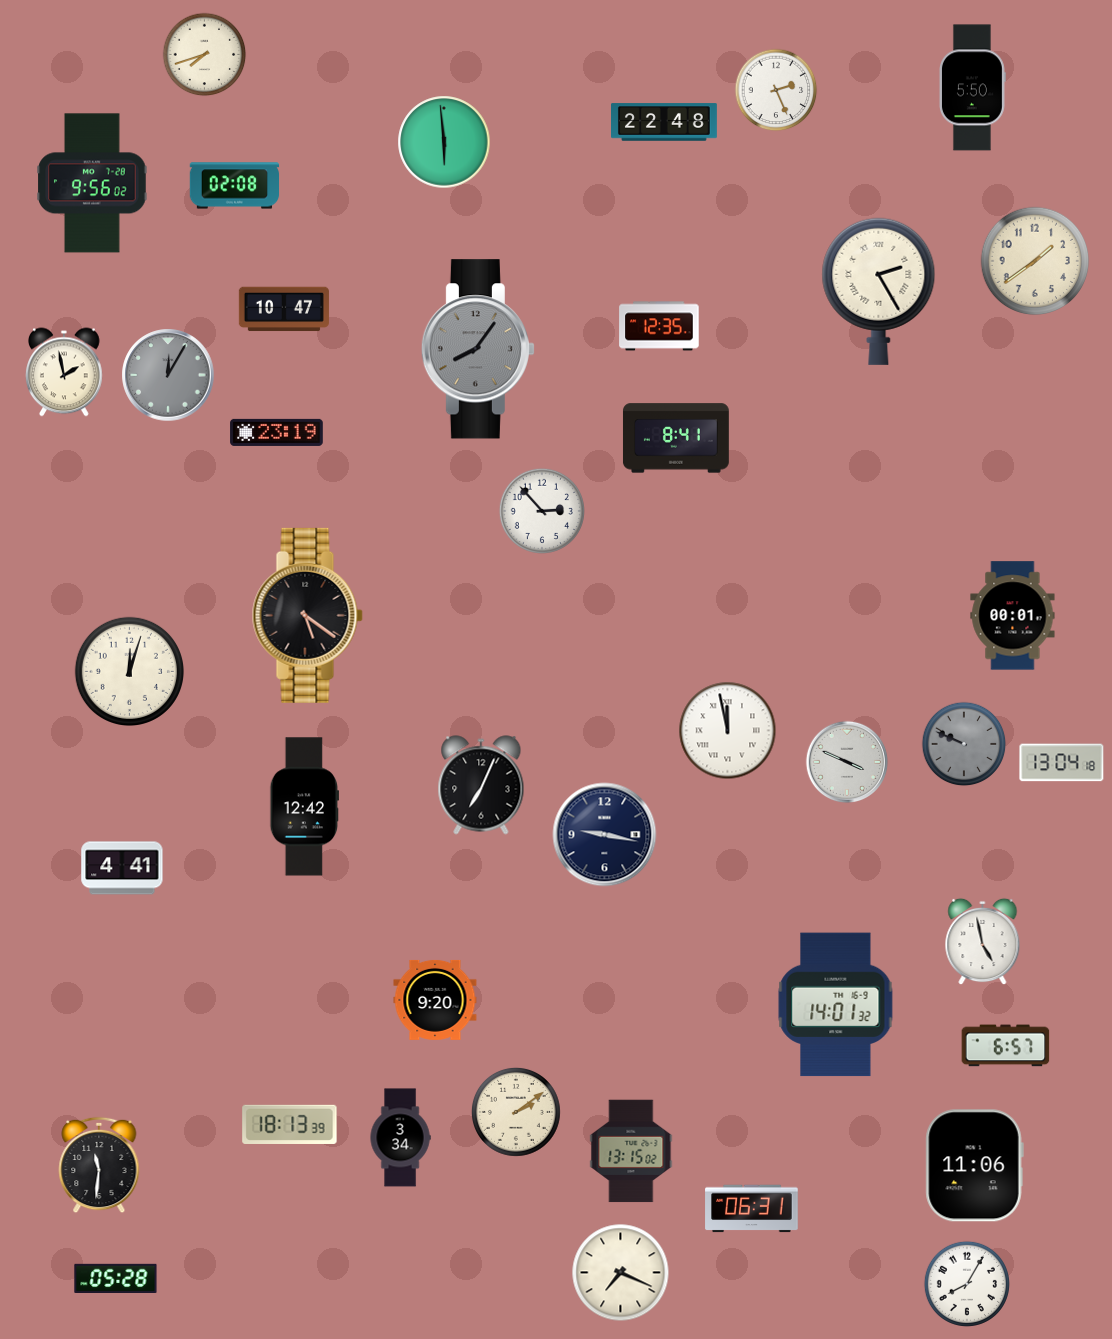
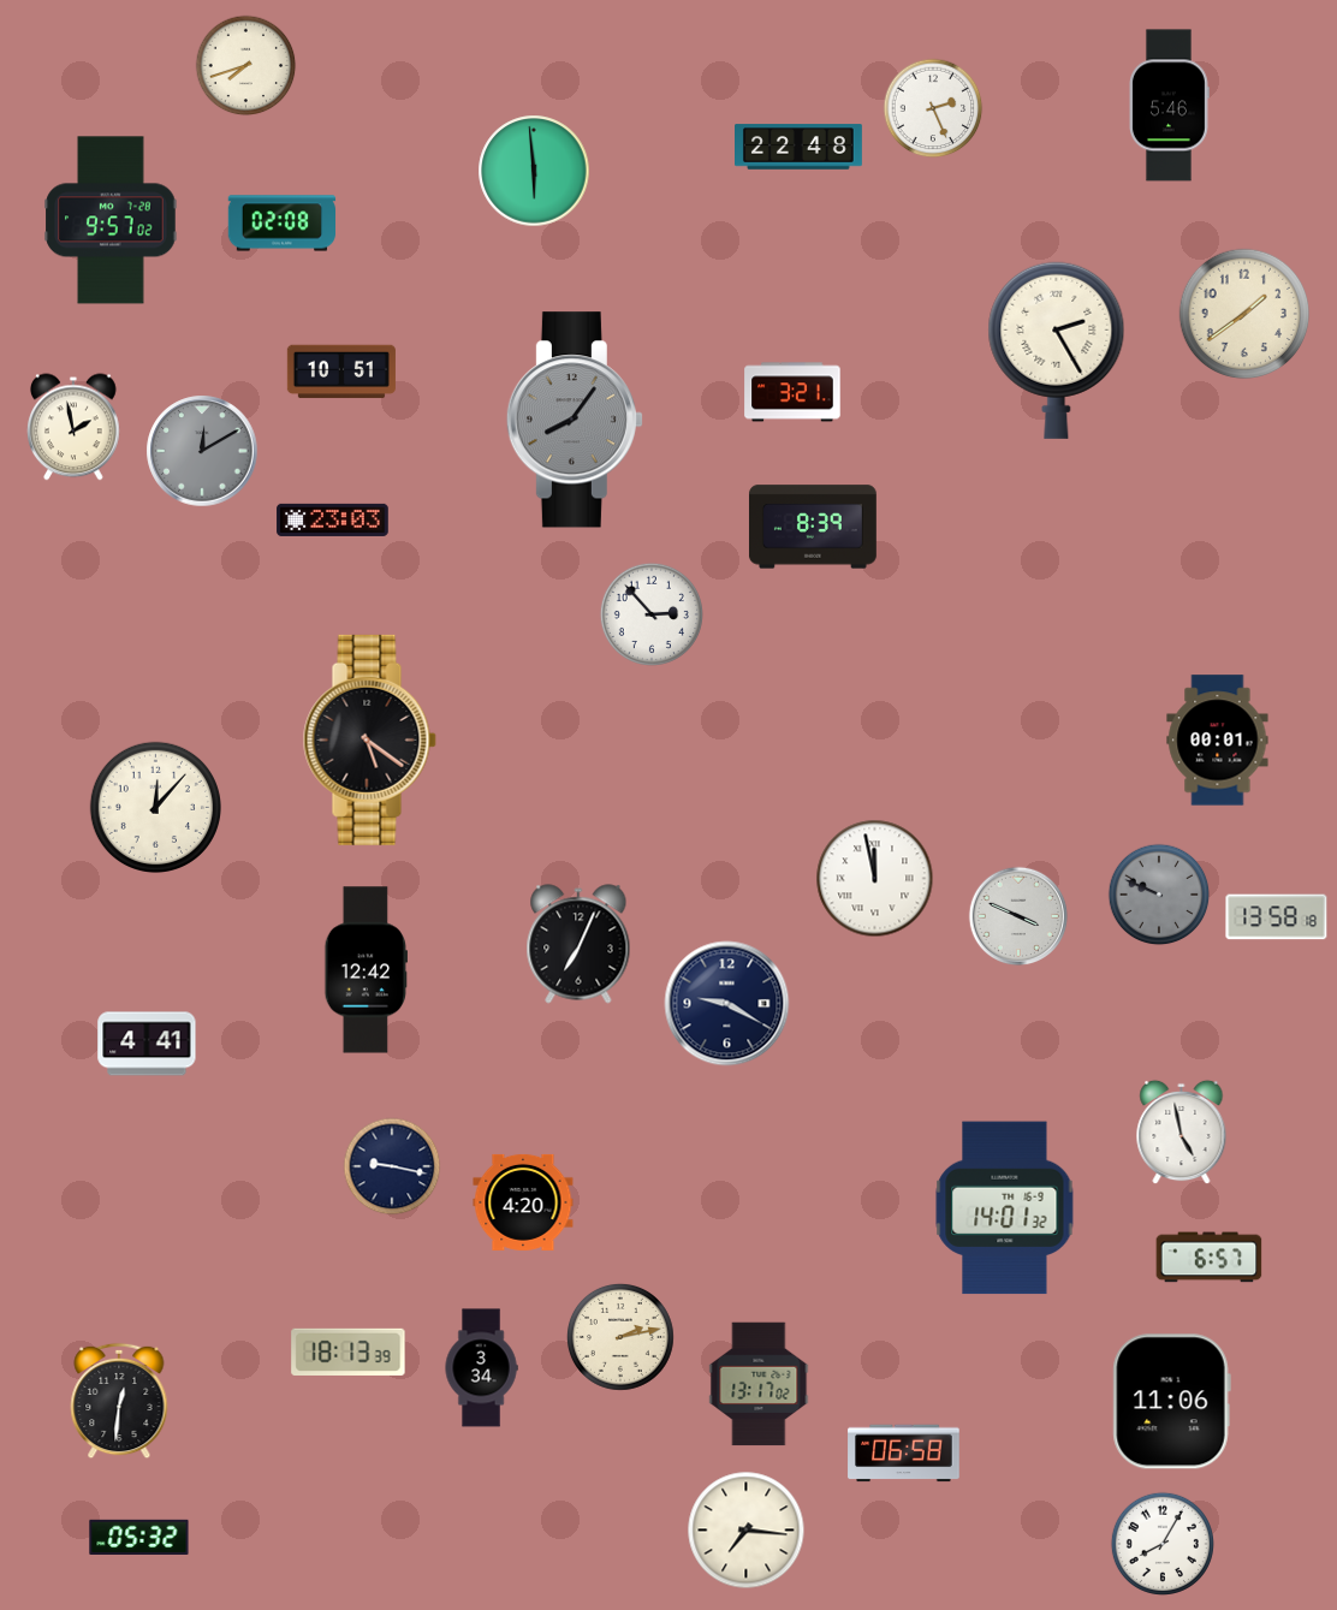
clock at (972, 88): 5:50 -> 5:46
clock at (92, 183): 9:56 -> 9:57
clock at (284, 309): 10:47 -> 10:51
clock at (659, 326): 12:35 -> 3:21
clock at (65, 372) position: (65, 372) -> (75, 427)
clock at (168, 375): 12:05 -> 12:10
clock at (277, 432): 23:19 -> 23:03
clock at (676, 438): 8:41 -> 8:39
clock at (129, 671): 12:03 -> 12:07
clock at (1062, 763): 13:04 -> 13:58
clock at (605, 835): 9:17 -> 9:20
clock at (392, 1166): none -> 9:17
clock at (435, 1000): 9:20 -> 4:20
clock at (516, 1112): 2:09 -> 2:13
clock at (631, 1151): 13:15 -> 13:17
clock at (99, 1165): 11:31 -> 12:31
clock at (752, 1209): 06:31 -> 06:58
clock at (621, 1273): 7:19 -> 7:16
clock at (116, 1278): 05:28 -> 05:32
